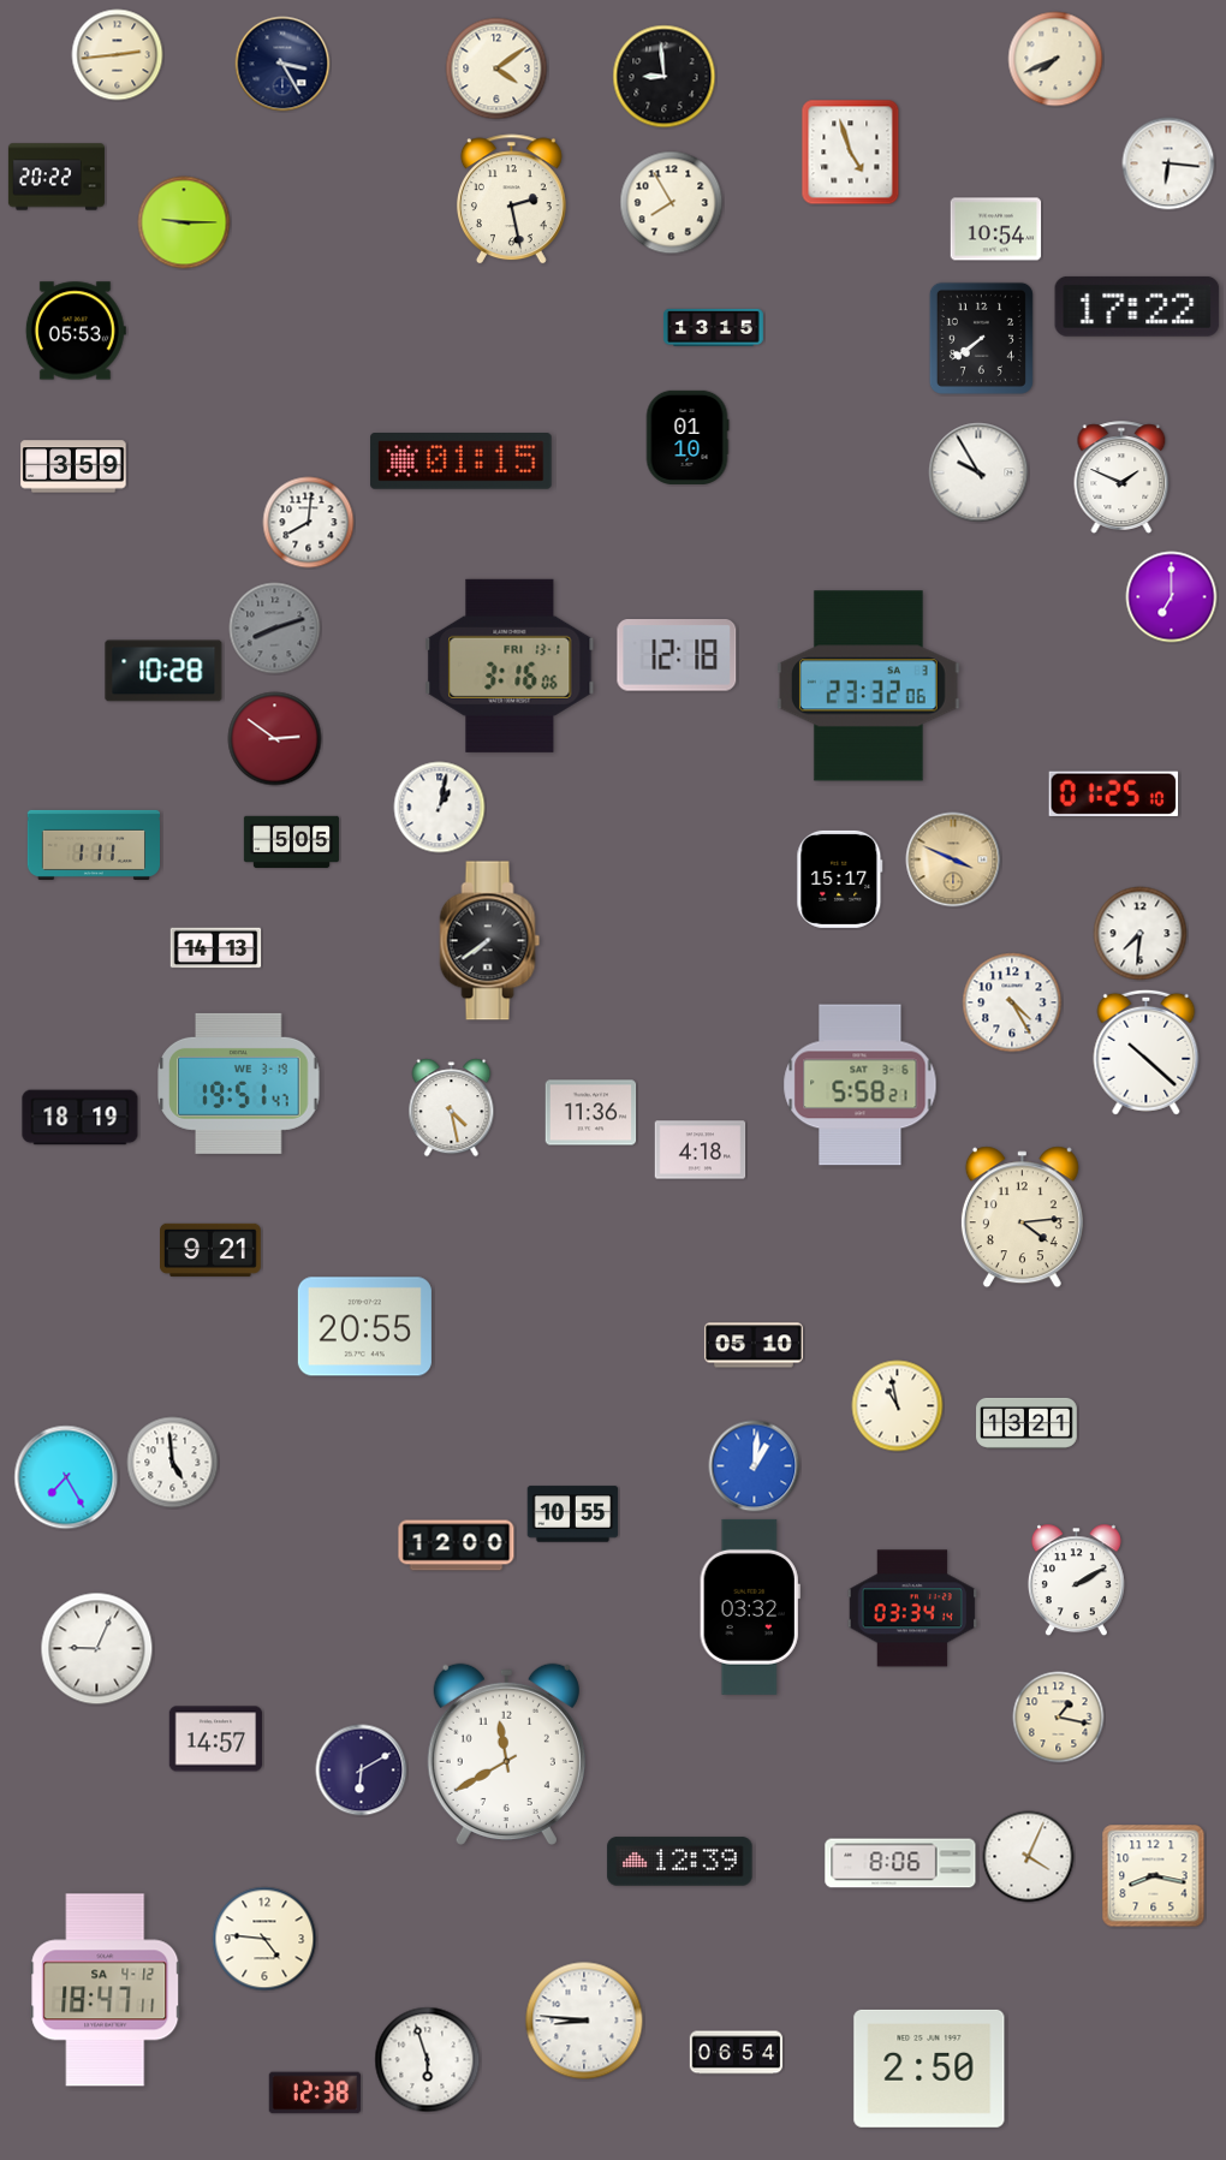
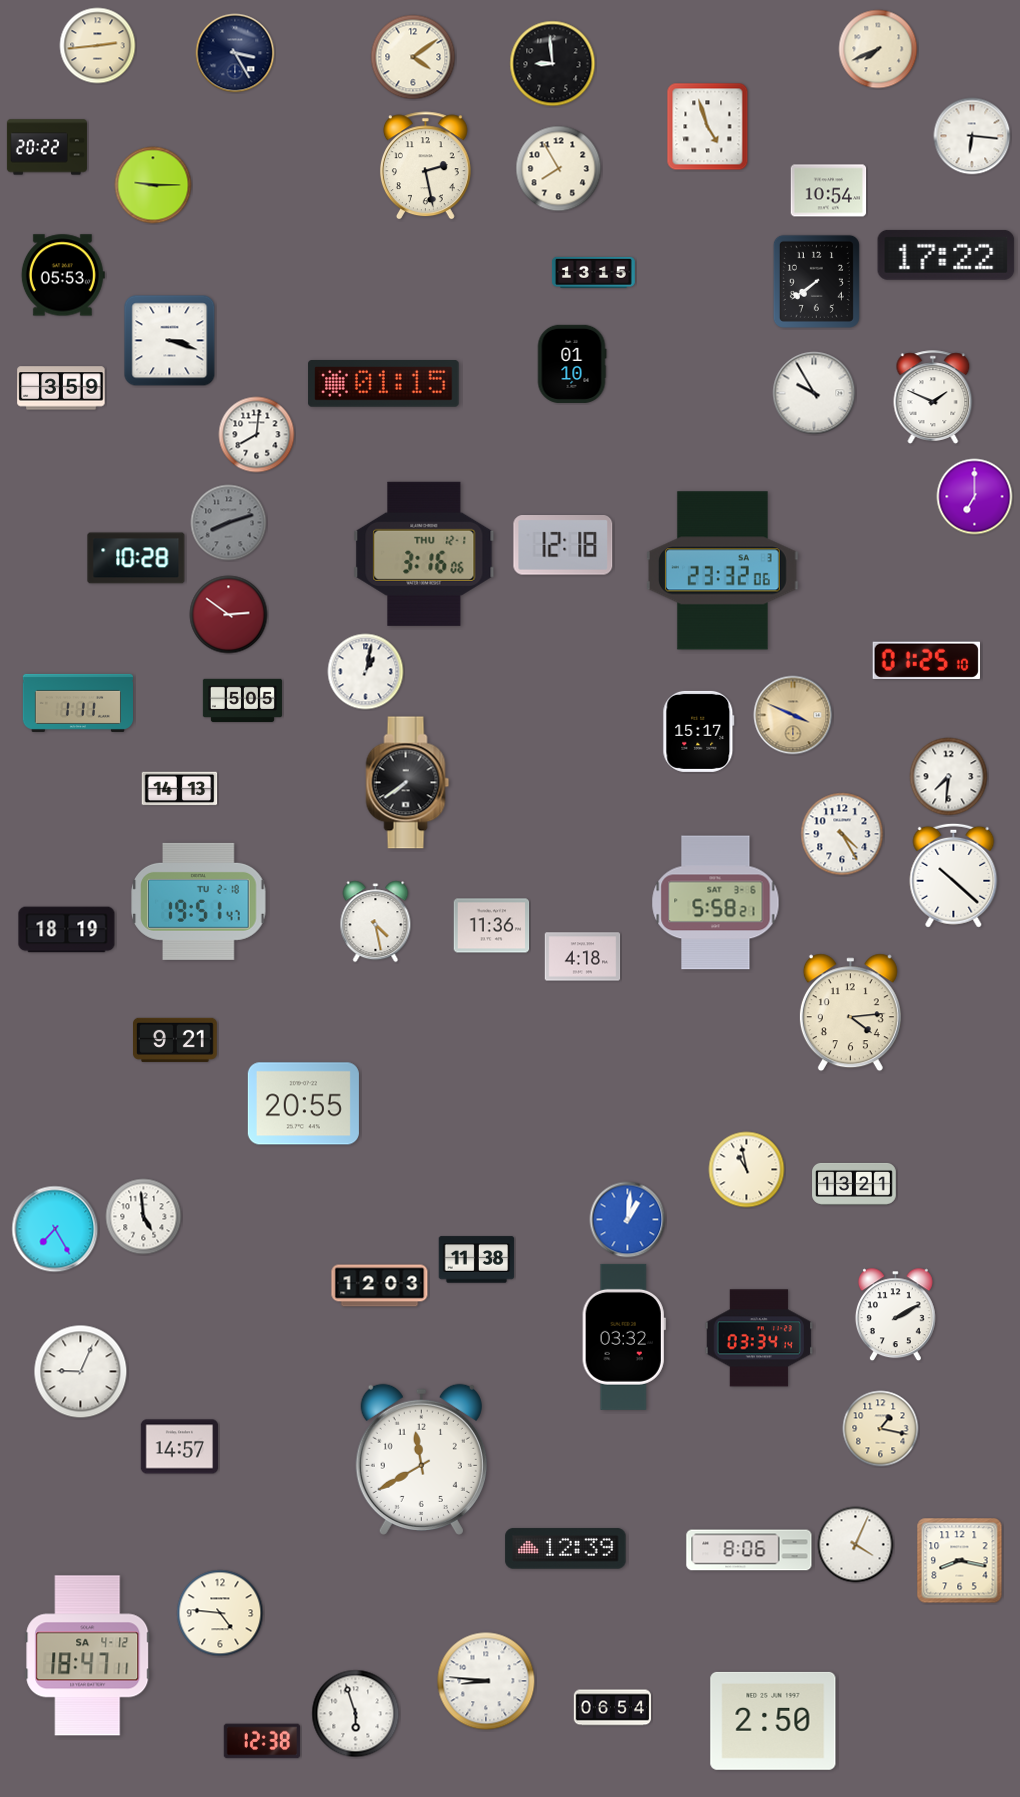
clock at (170, 341): none -> 3:18
clock at (510, 666) date: FRI 13-1 -> THU 12-1
clock at (239, 1083) date: WE 3-19 -> TU 2-18
clock at (754, 1345): 05:10 -> none
clock at (573, 1515): 10:55 -> 11:38
clock at (457, 1546): 12:00 -> 12:03
clock at (362, 1771): 6:10 -> none
